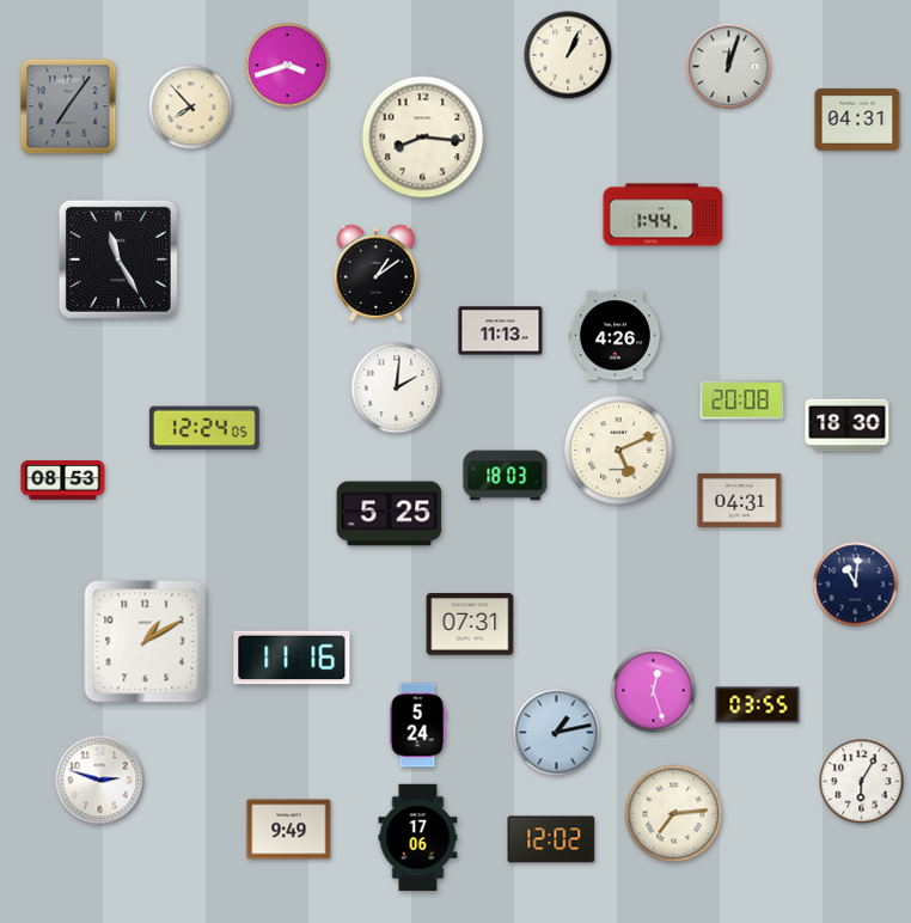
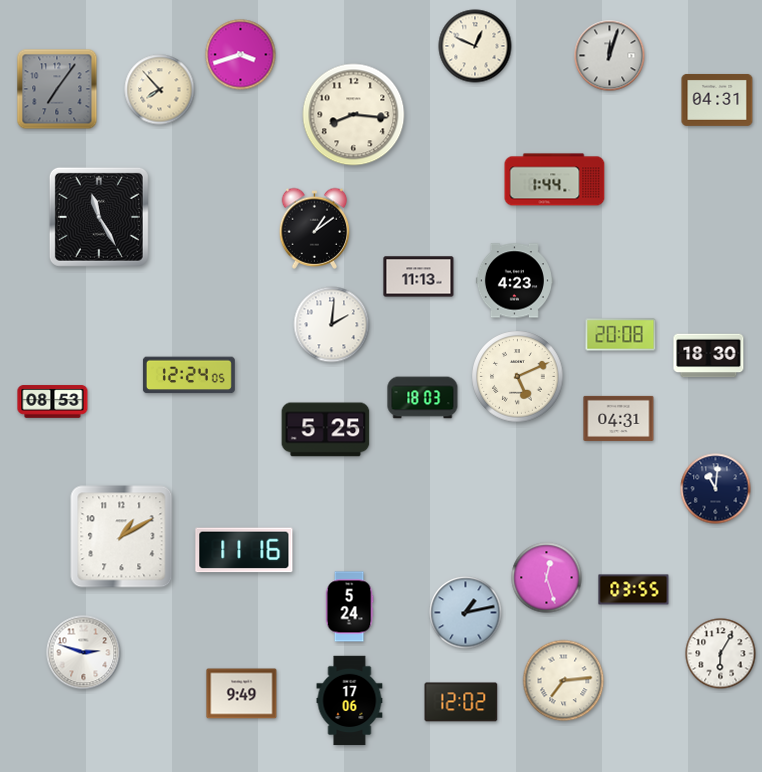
clock at (568, 55): 1:04 -> 12:49
clock at (615, 336): 4:26 -> 4:23
clock at (204, 428) position: (204, 428) -> (189, 375)
clock at (470, 624): 07:31 -> none
